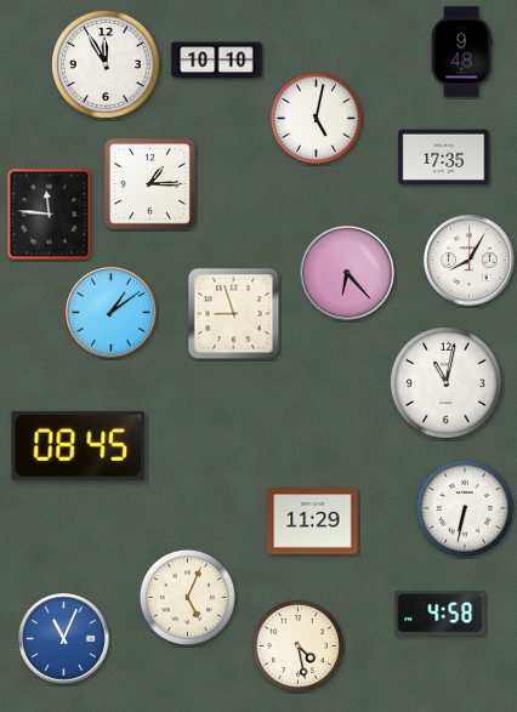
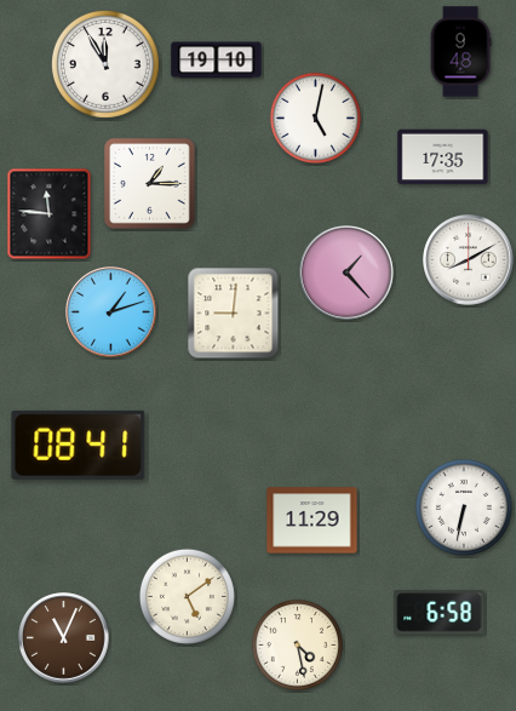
clock at (217, 61): 10:10 -> 19:10
clock at (470, 261): 8:05 -> 8:10
clock at (347, 273): 6:23 -> 1:23
clock at (112, 313): 1:09 -> 1:12
clock at (234, 314): 8:57 -> 9:01
clock at (445, 382): 11:02 -> none
clock at (79, 445): 08:45 -> 08:41
clock at (187, 597): 5:04 -> 5:09
clock at (441, 614): 4:58 -> 6:58
clock at (64, 639) dial: blue -> brown
